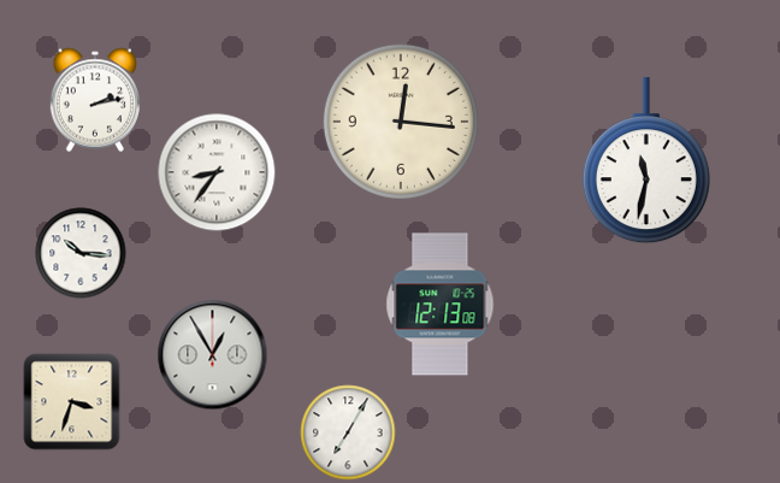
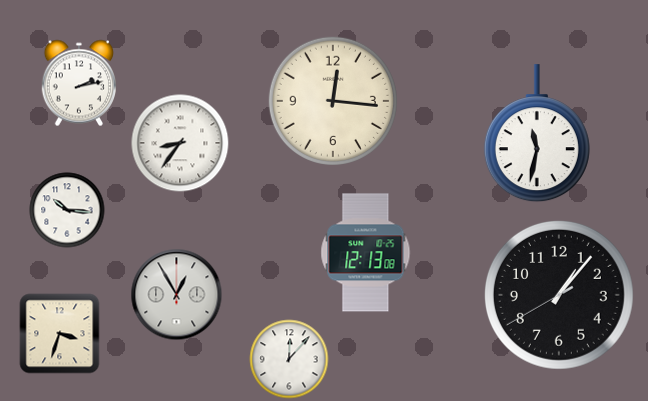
clock at (559, 295): none -> 1:06
clock at (348, 432): 7:05 -> 12:07
